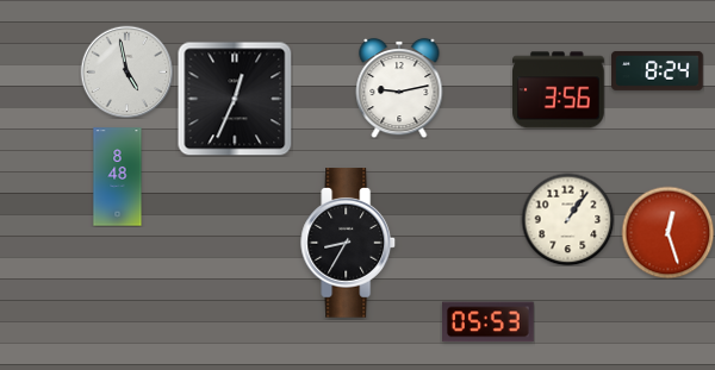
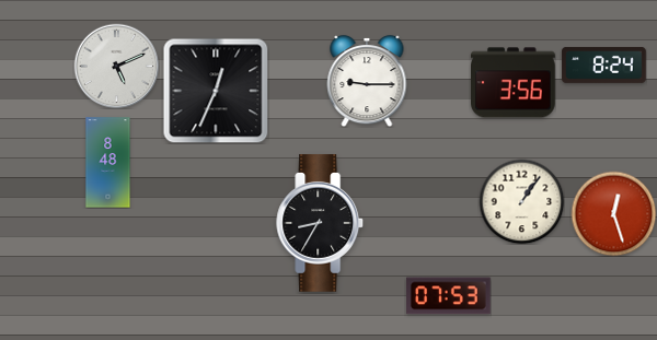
clock at (126, 71): 4:58 -> 5:11
clock at (399, 88): 9:13 -> 9:15
clock at (489, 322): 05:53 -> 07:53
